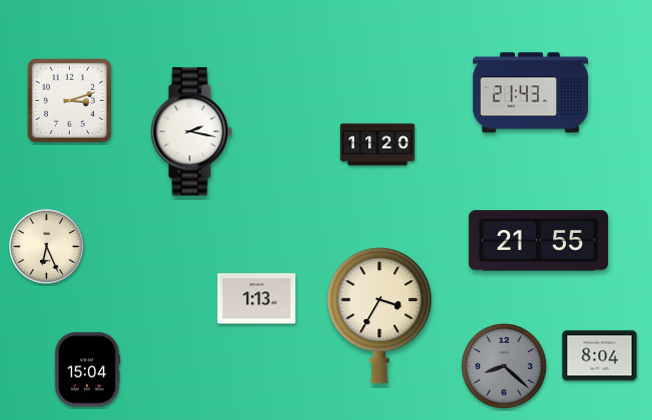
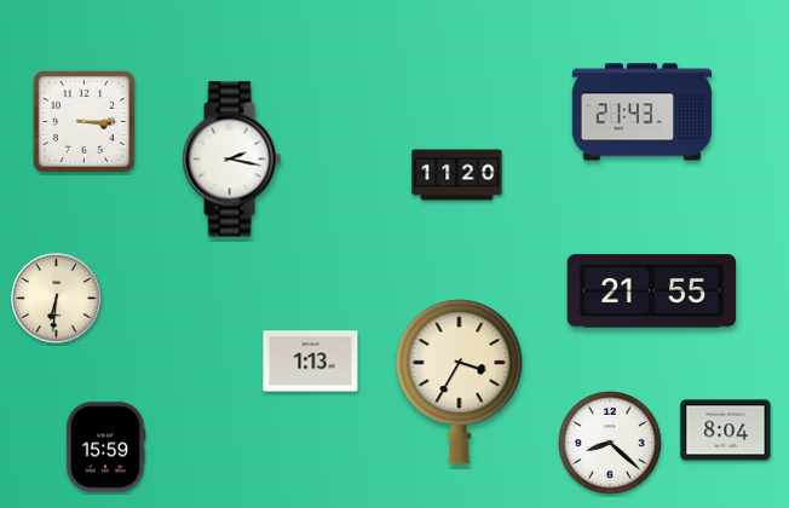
clock at (69, 100): 3:12 -> 3:15
clock at (47, 247): 6:26 -> 6:31
clock at (505, 367) dial: grey -> white
clock at (87, 370): 15:04 -> 15:59
